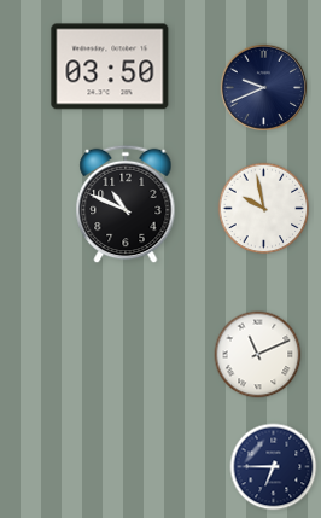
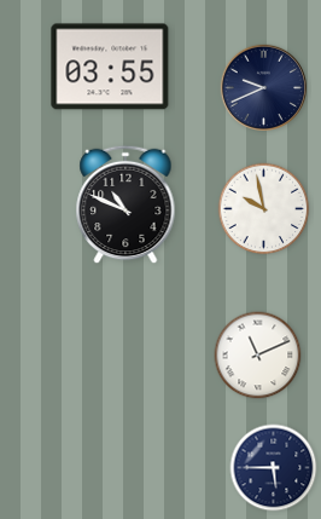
clock at (110, 66): 03:50 -> 03:55
clock at (274, 467): 6:45 -> 5:45
